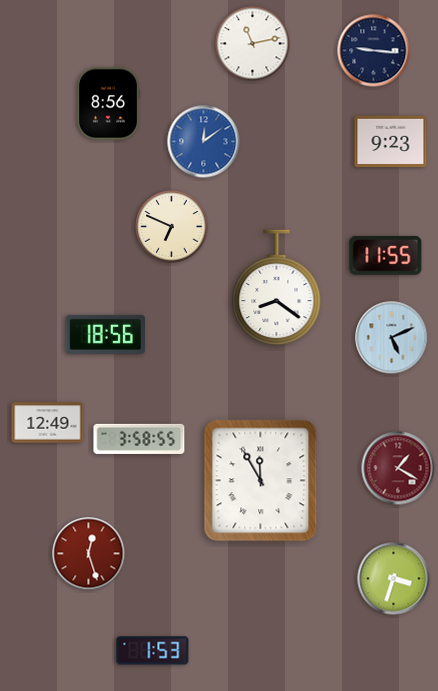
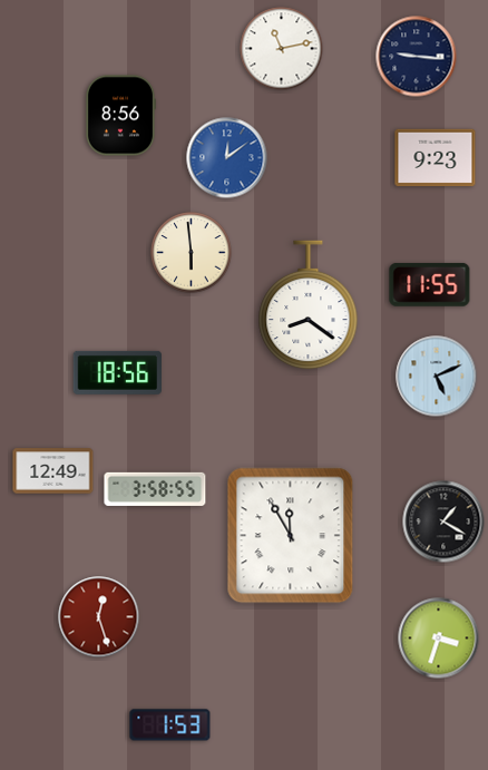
clock at (172, 227): 6:49 -> 5:59
clock at (277, 288) position: (277, 288) -> (309, 305)
clock at (398, 468) dial: burgundy -> black
clock at (394, 579) position: (394, 579) -> (439, 639)
